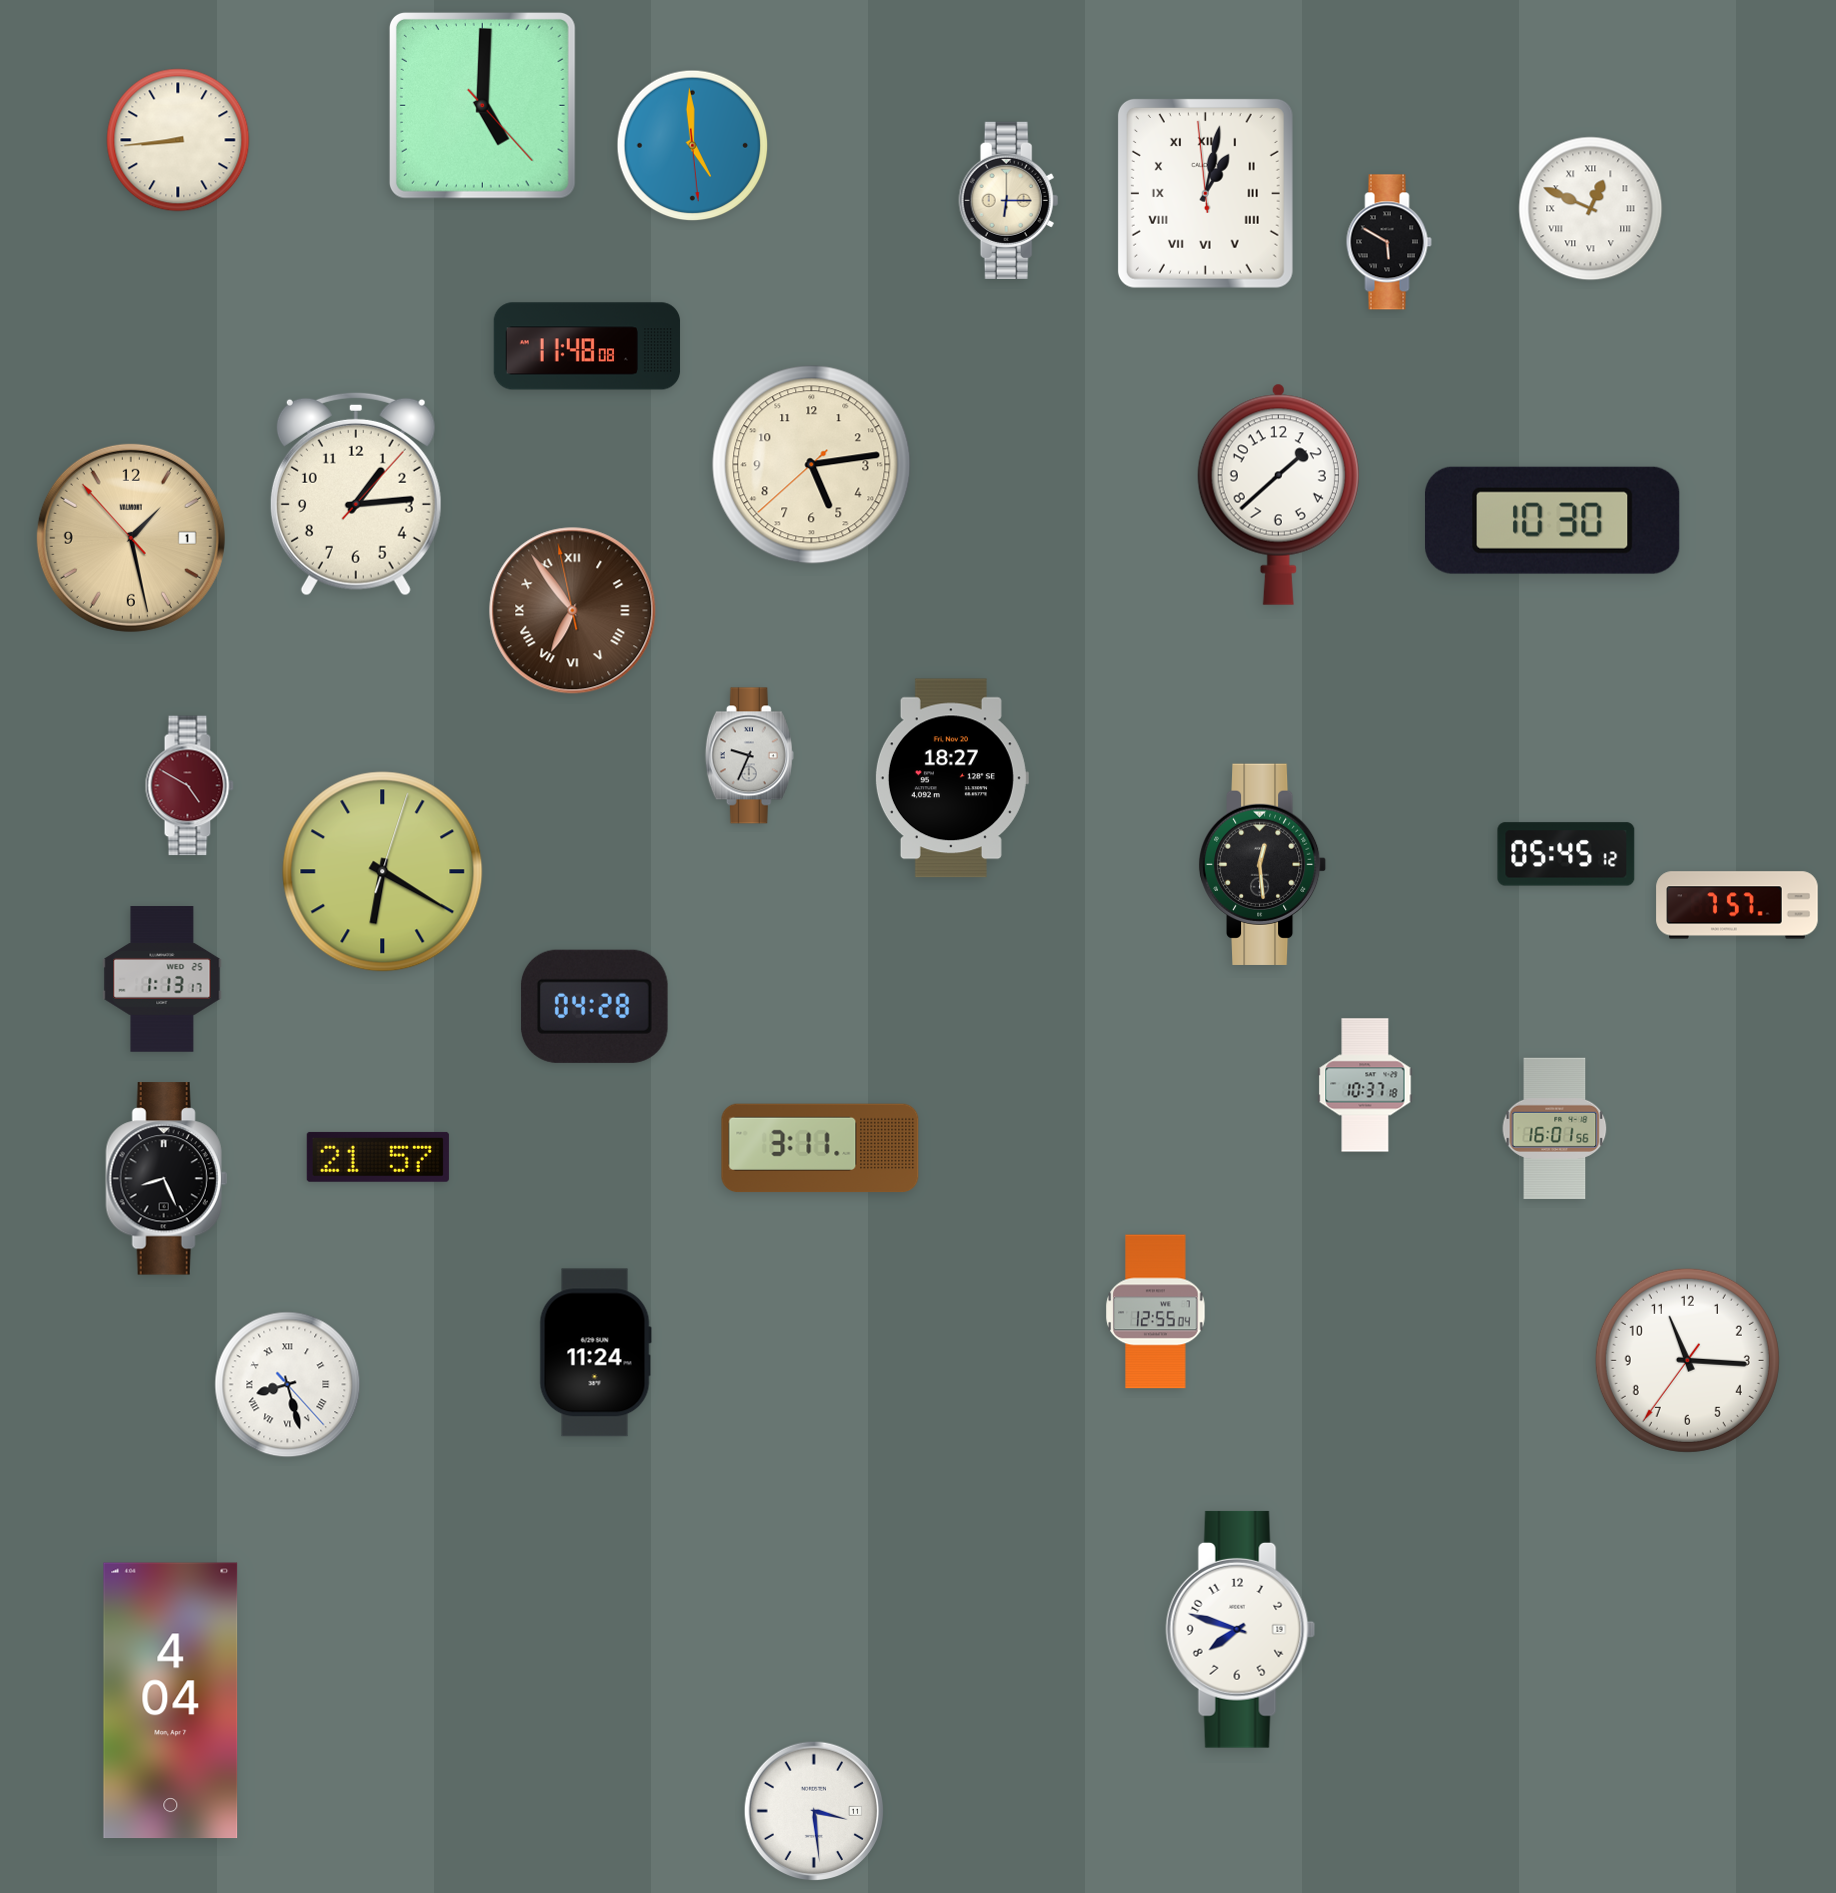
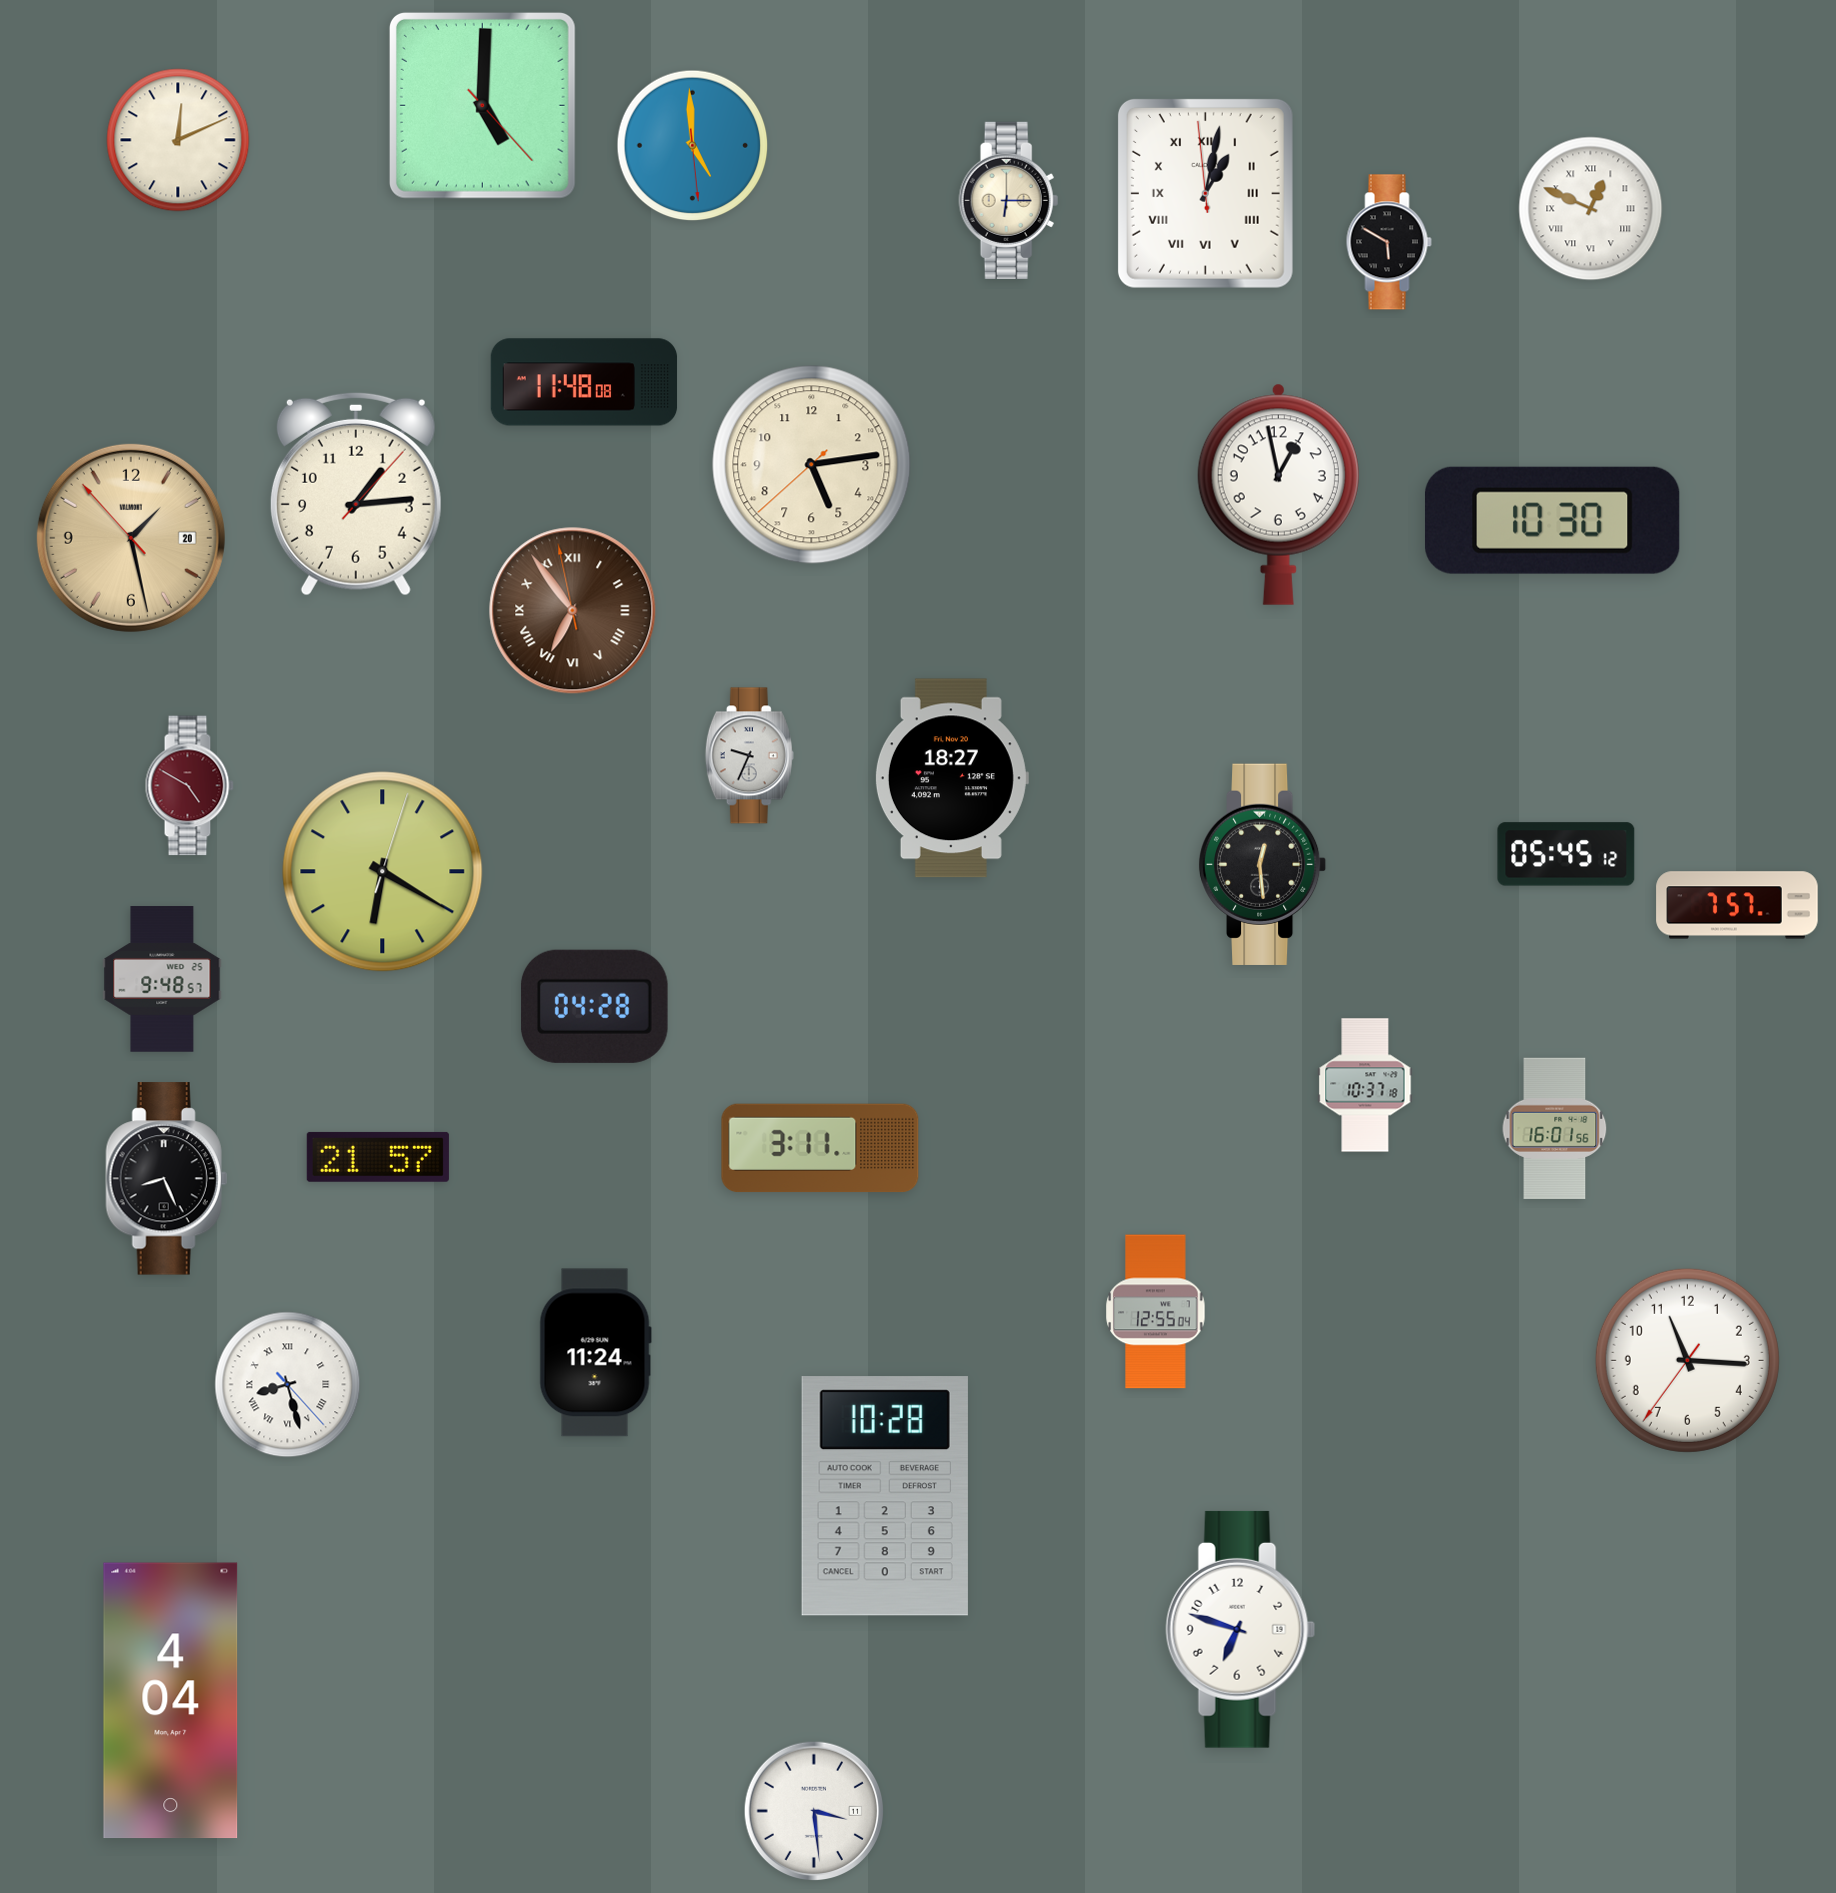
clock at (178, 140): 8:44 -> 12:11
clock at (587, 346) position: (587, 346) -> (584, 382)
clock at (1278, 494): 1:38 -> 12:58
clock at (131, 538) date: 1 -> 20
clock at (162, 979): 1:13 -> 9:48
clock at (885, 1496): none -> 10:28
clock at (1241, 1629): 7:48 -> 6:48
